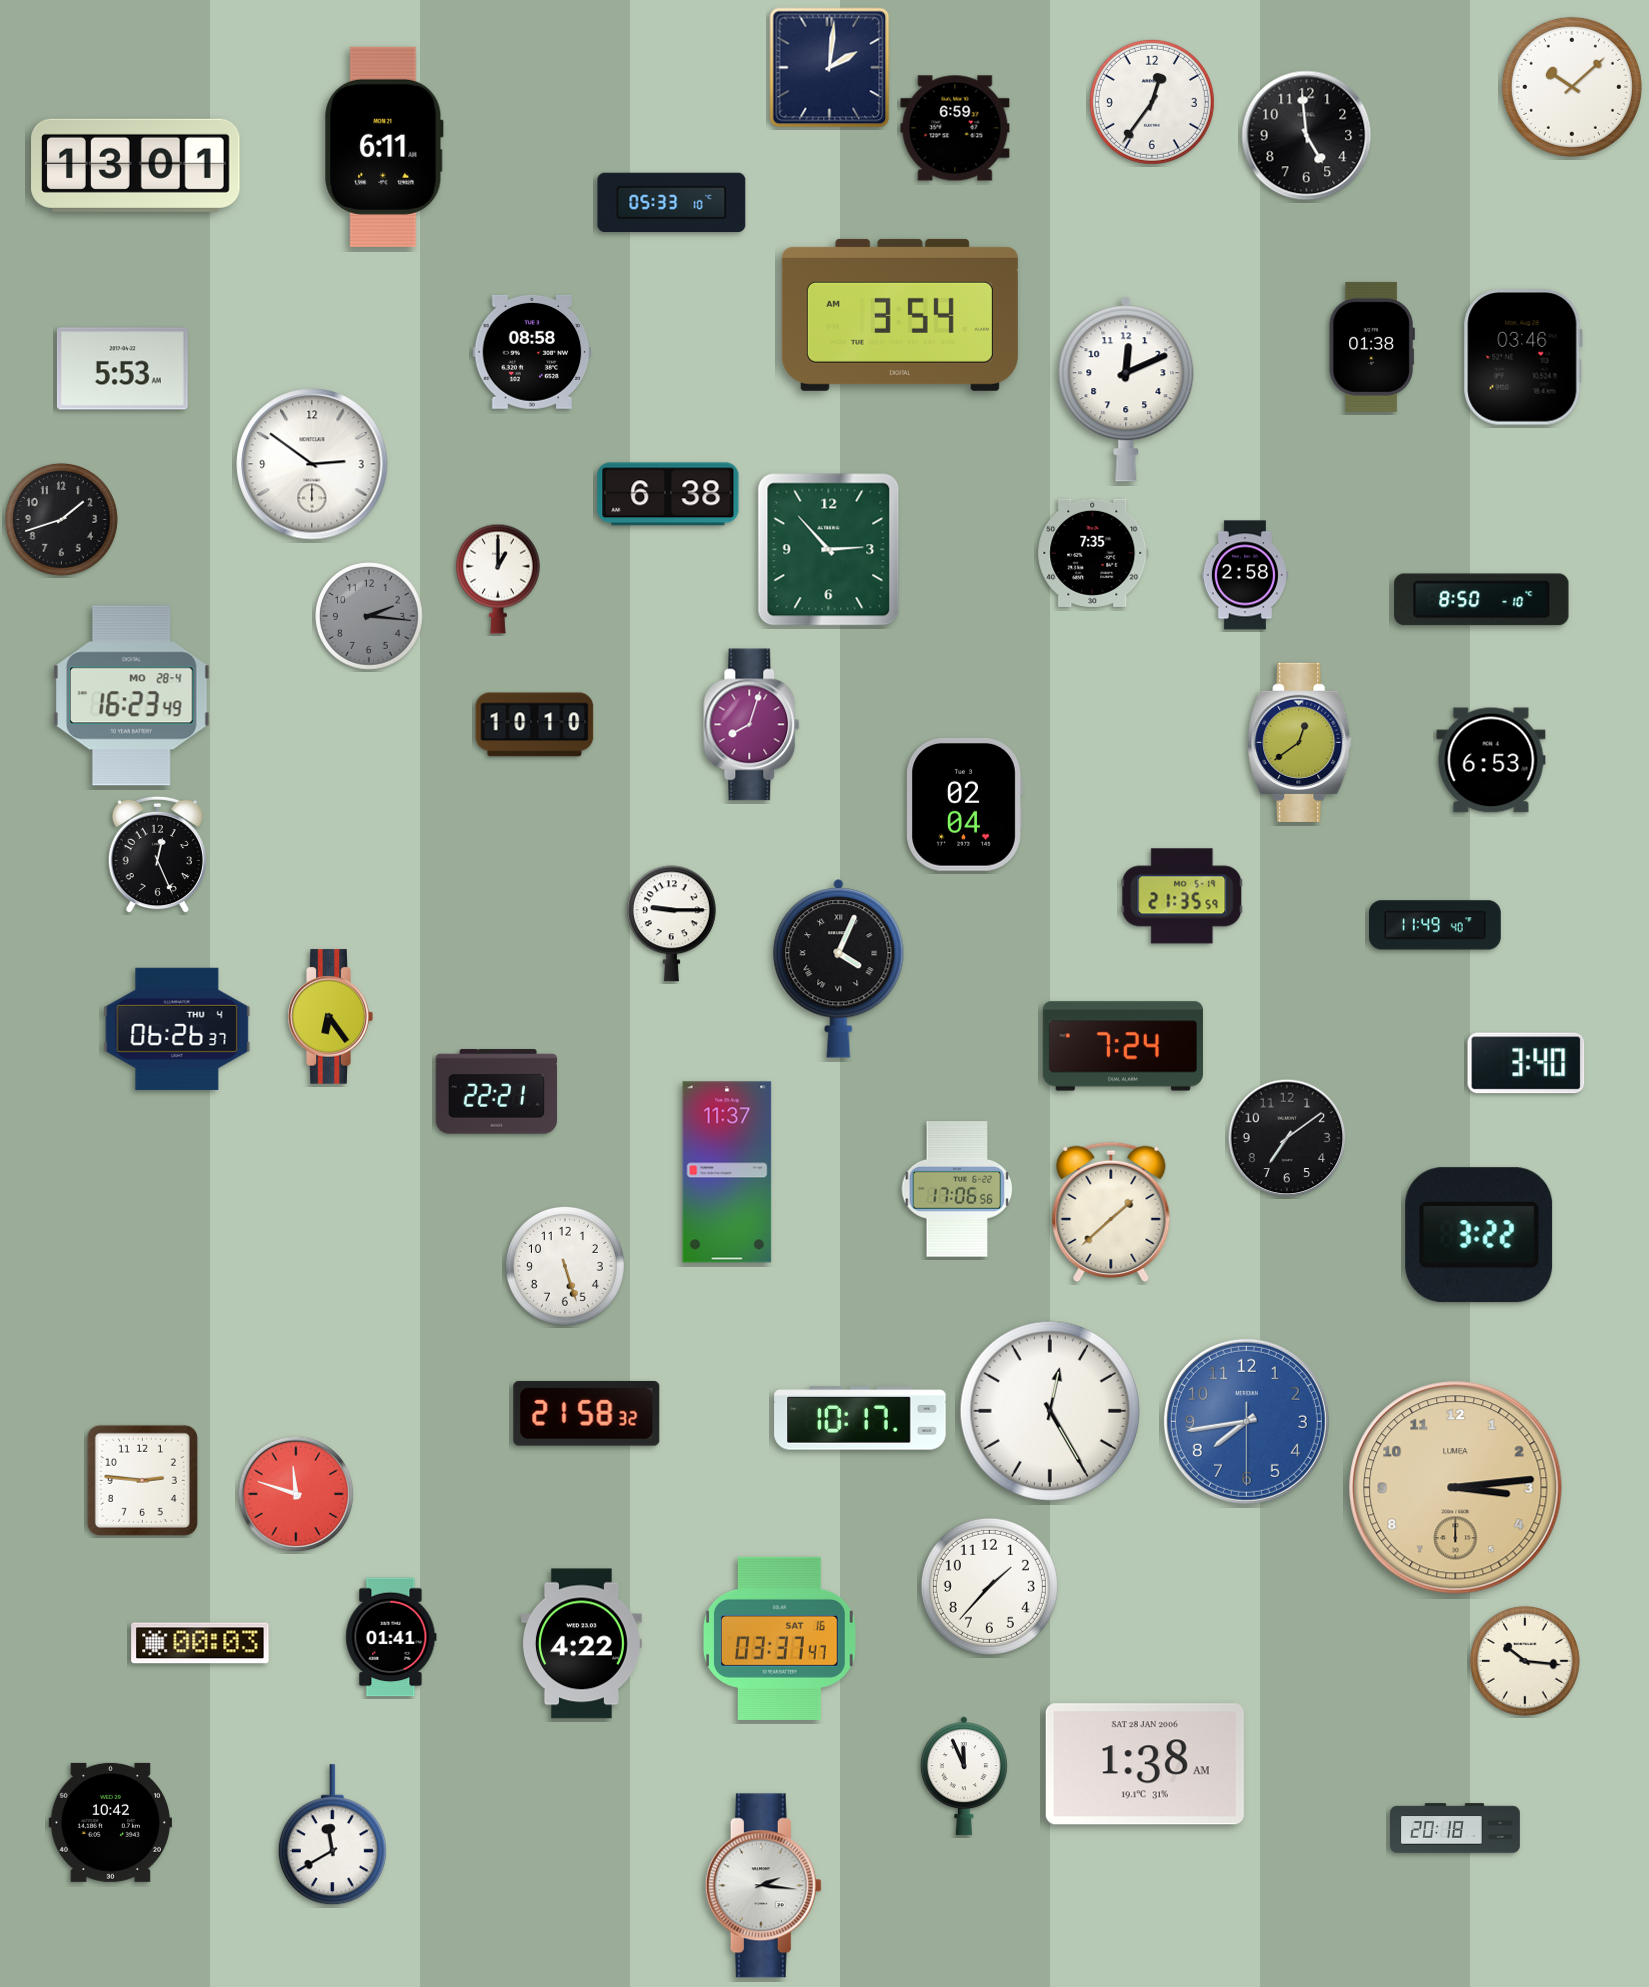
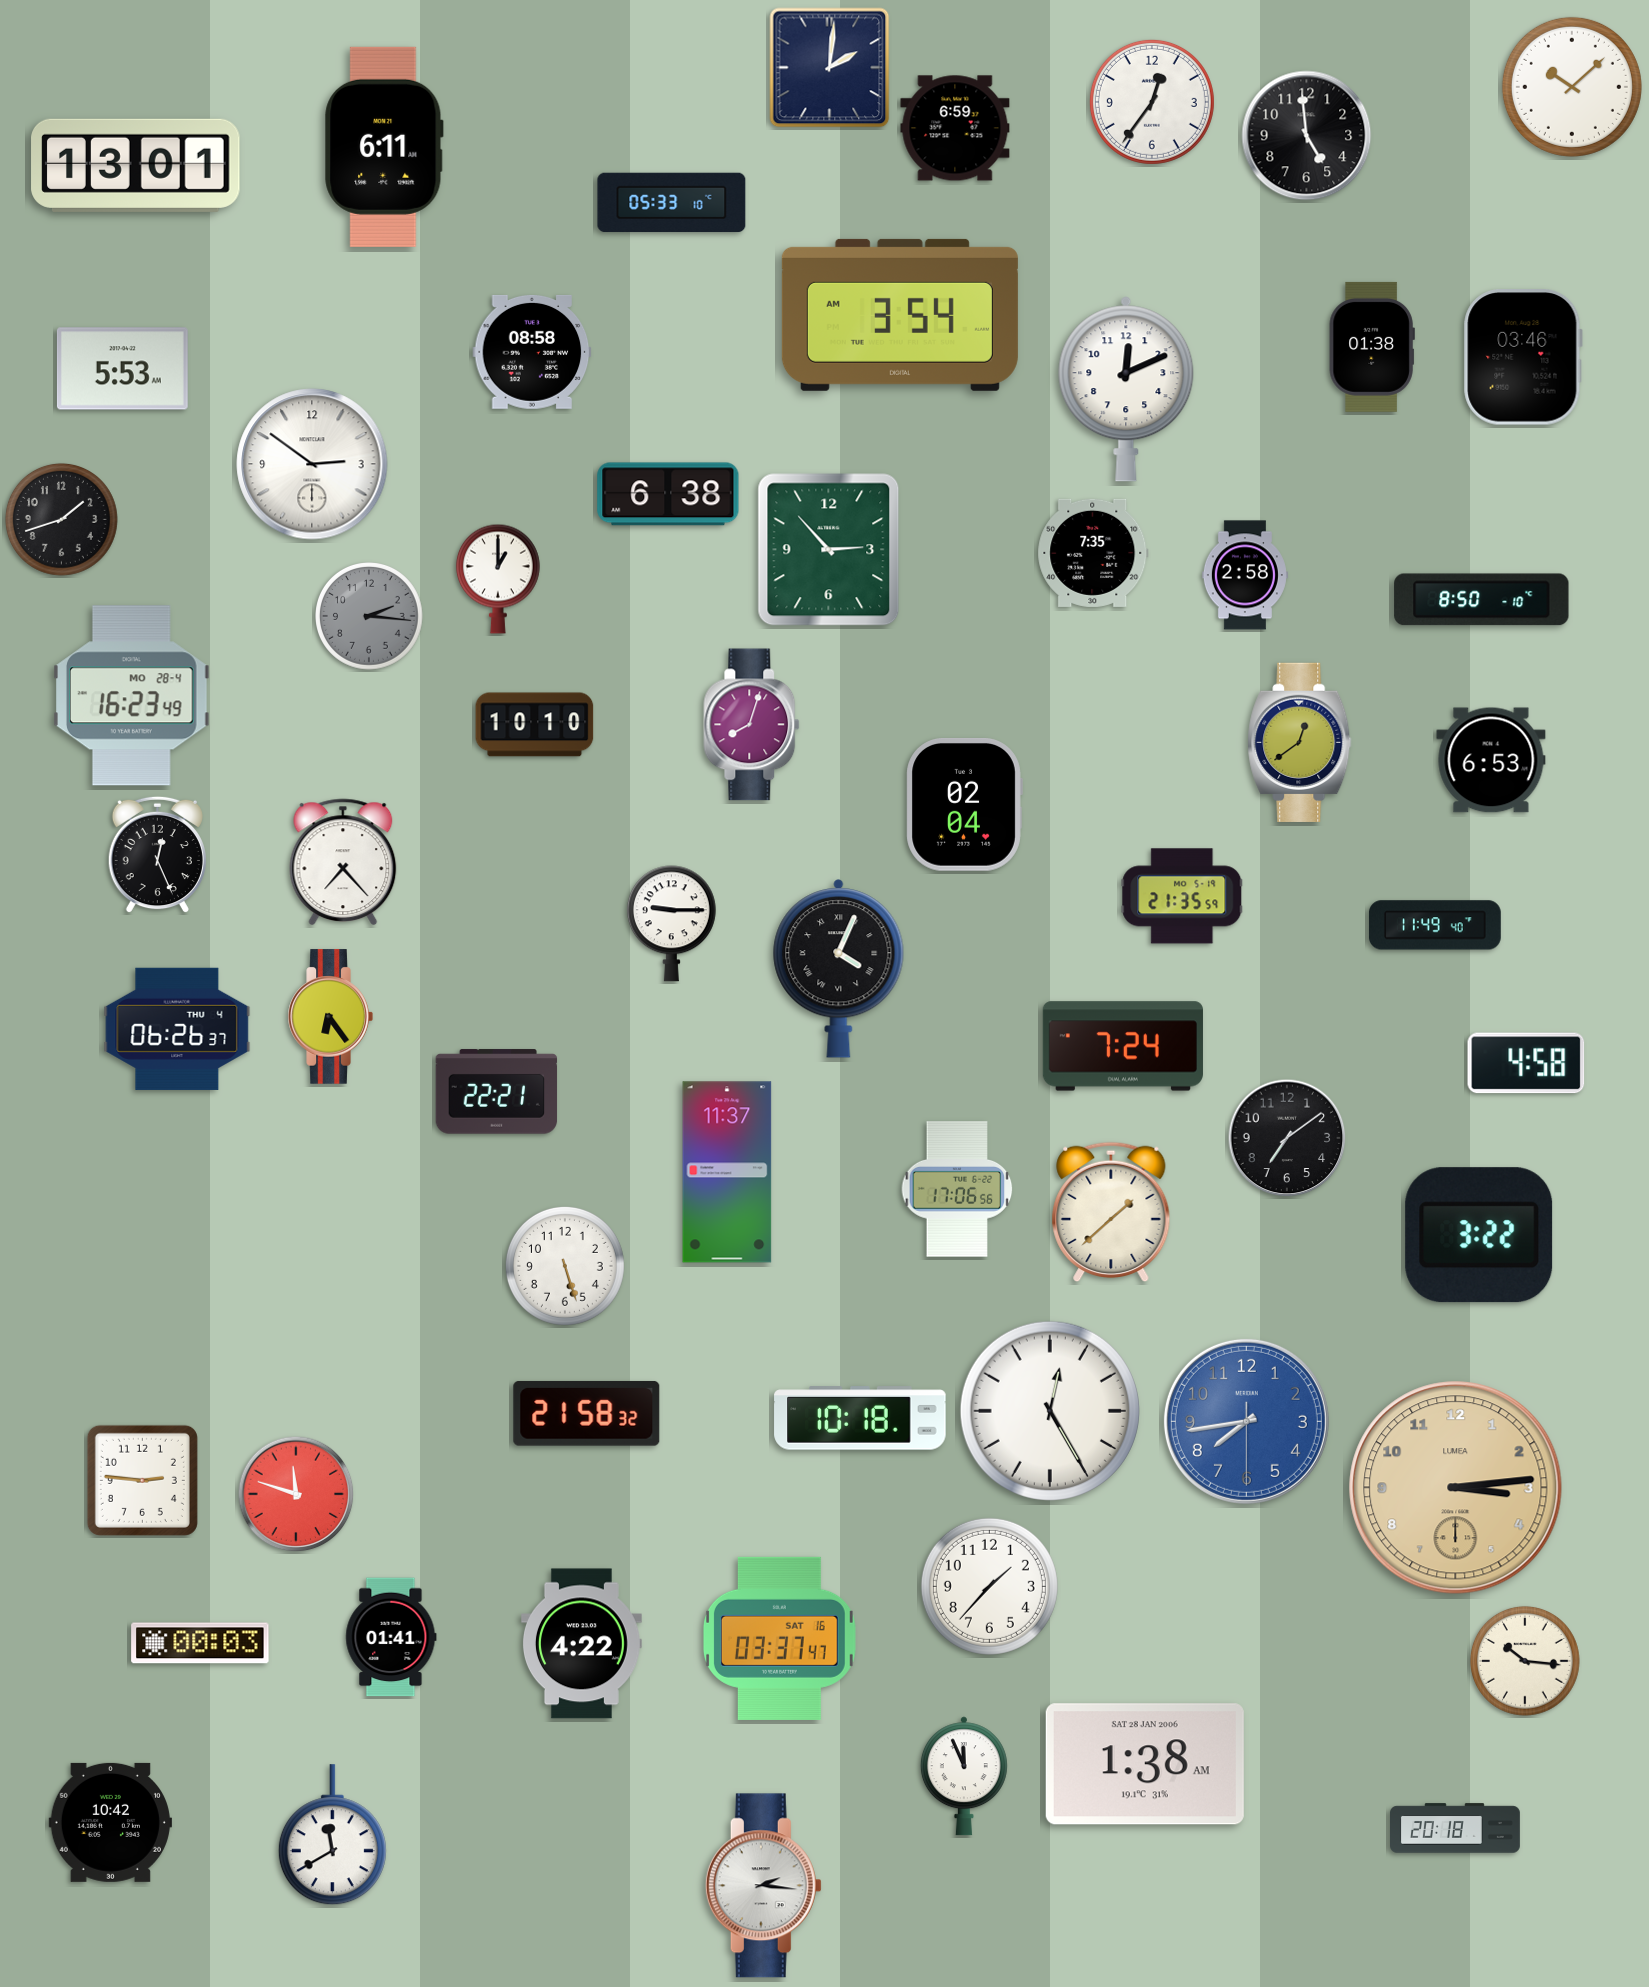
clock at (343, 862): none -> 7:23
clock at (1526, 1063): 3:40 -> 4:58
clock at (860, 1418): 10:17 -> 10:18
